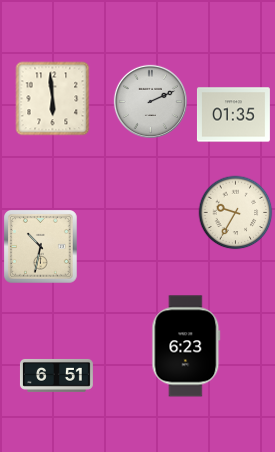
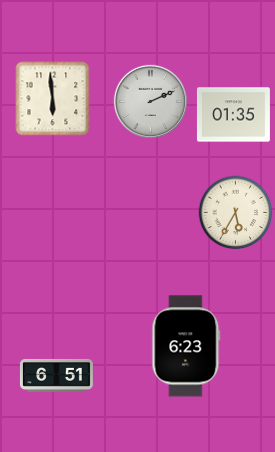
clock at (236, 213): 9:35 -> 5:35
clock at (41, 247): 10:32 -> none
